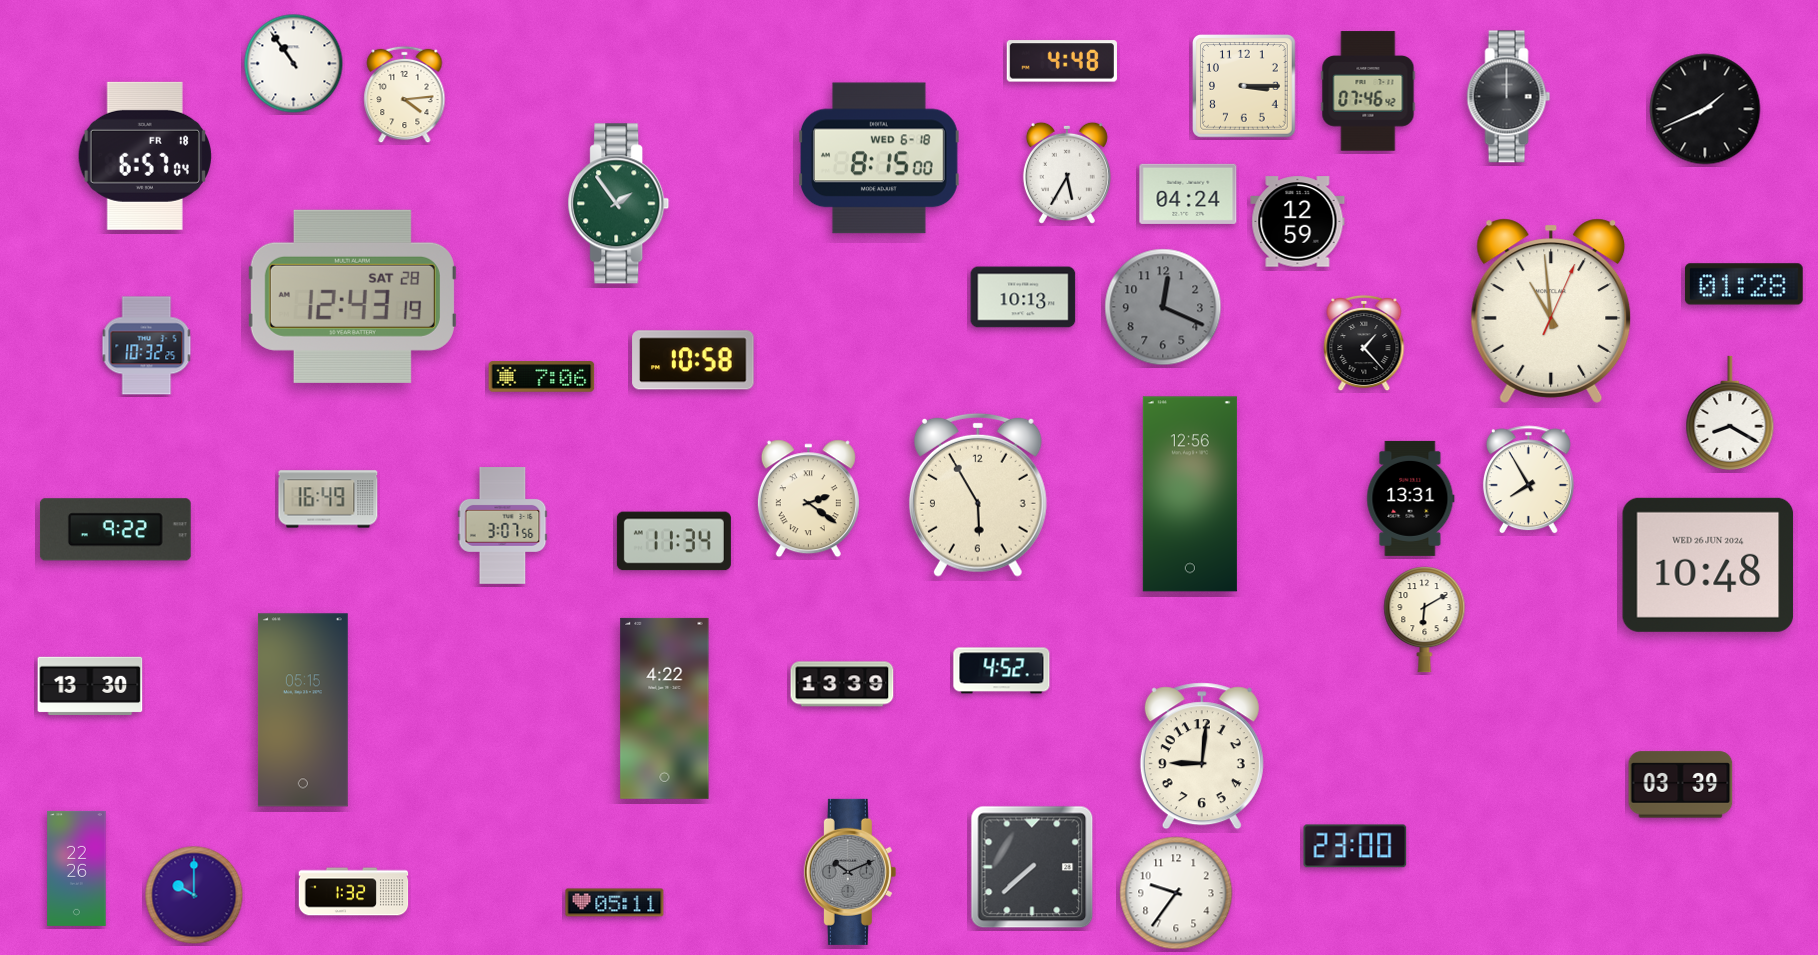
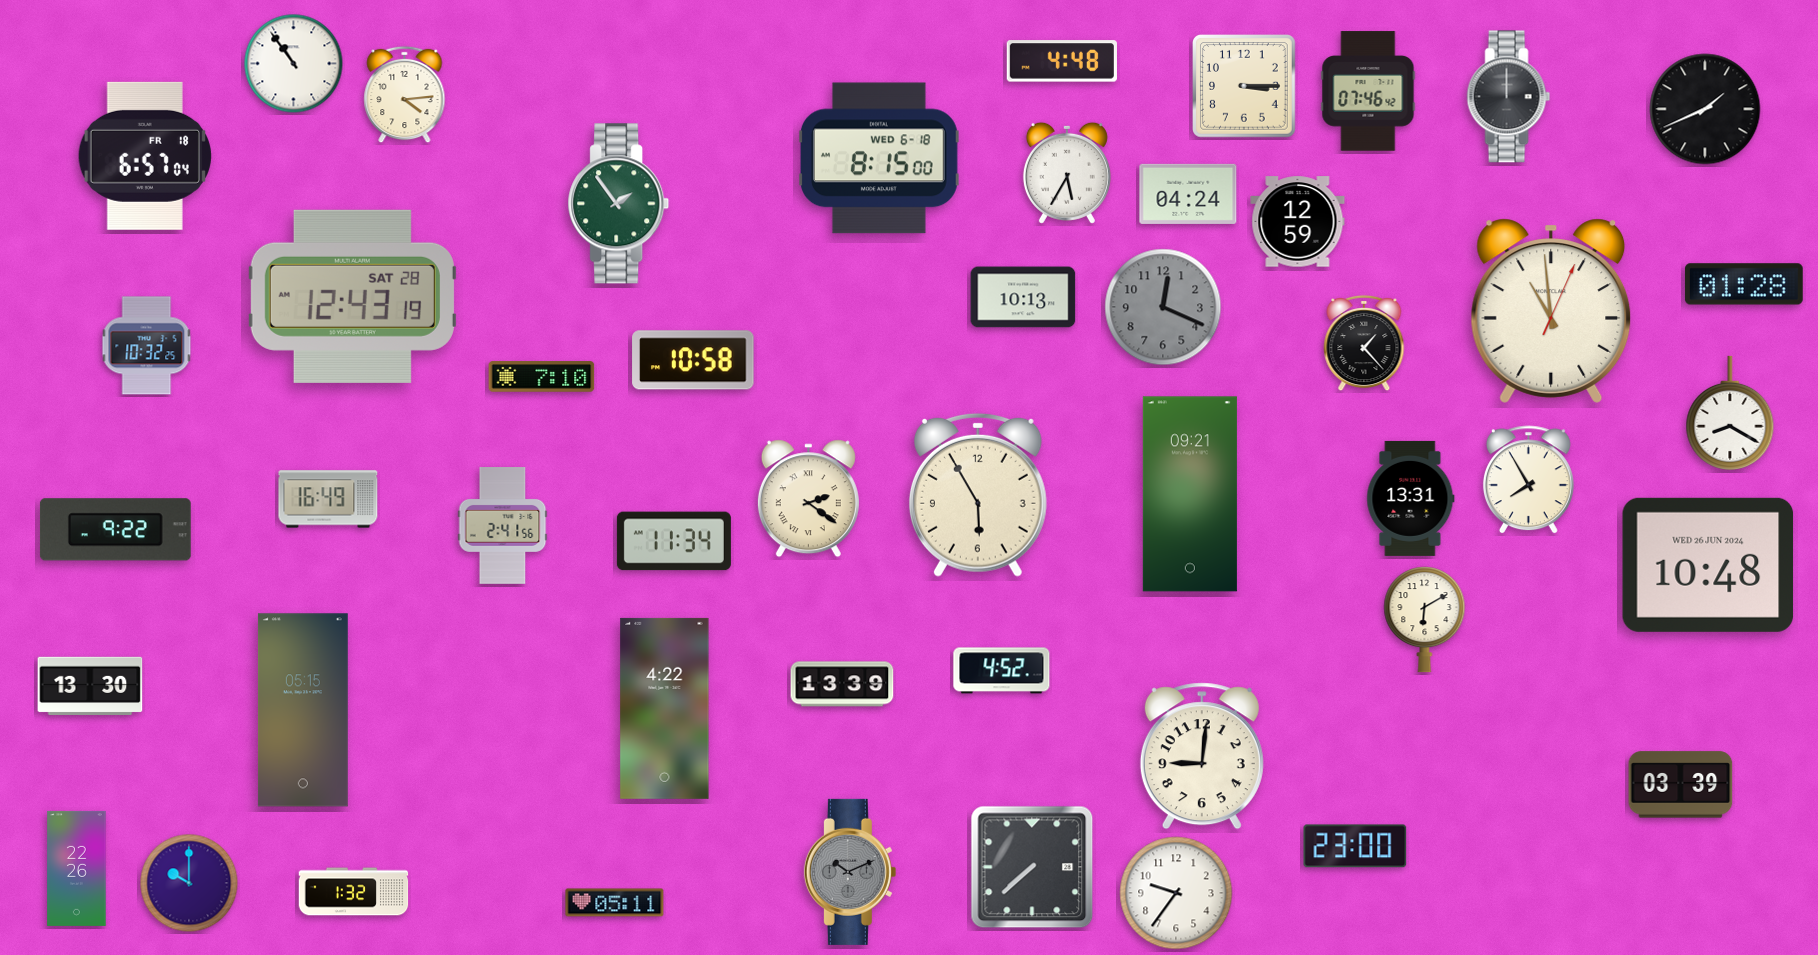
clock at (542, 377): 7:06 -> 7:10
clock at (1190, 494): 12:56 -> 09:21
clock at (503, 526): 3:07 -> 2:41
clock at (194, 895) position: (194, 895) -> (189, 883)
